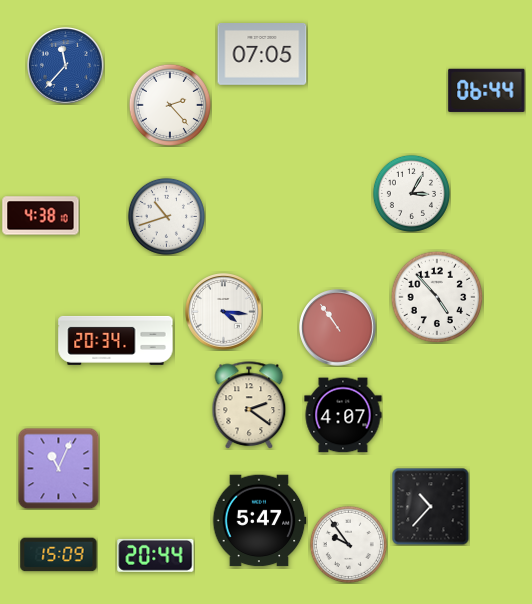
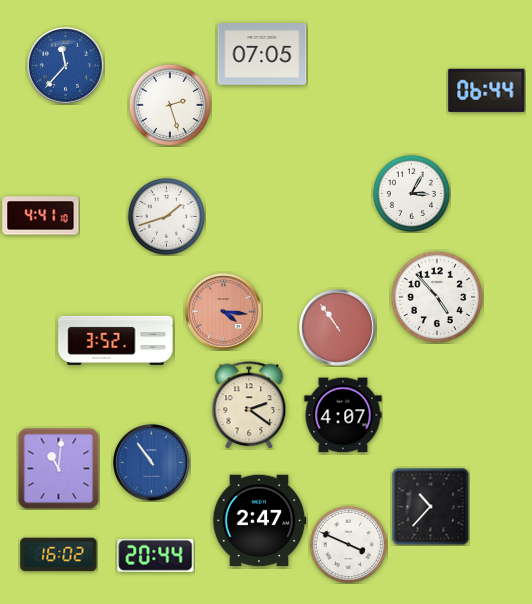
clock at (170, 105): 2:23 -> 2:27
clock at (41, 216): 4:38 -> 4:41
clock at (166, 216): 10:42 -> 1:42
clock at (224, 312) dial: white -> salmon
clock at (116, 340): 20:34 -> 3:52
clock at (152, 463): none -> 10:54
clock at (58, 468): 11:04 -> 11:01
clock at (259, 521): 5:47 -> 2:47
clock at (348, 544): 9:54 -> 3:49
clock at (59, 555): 15:09 -> 16:02
